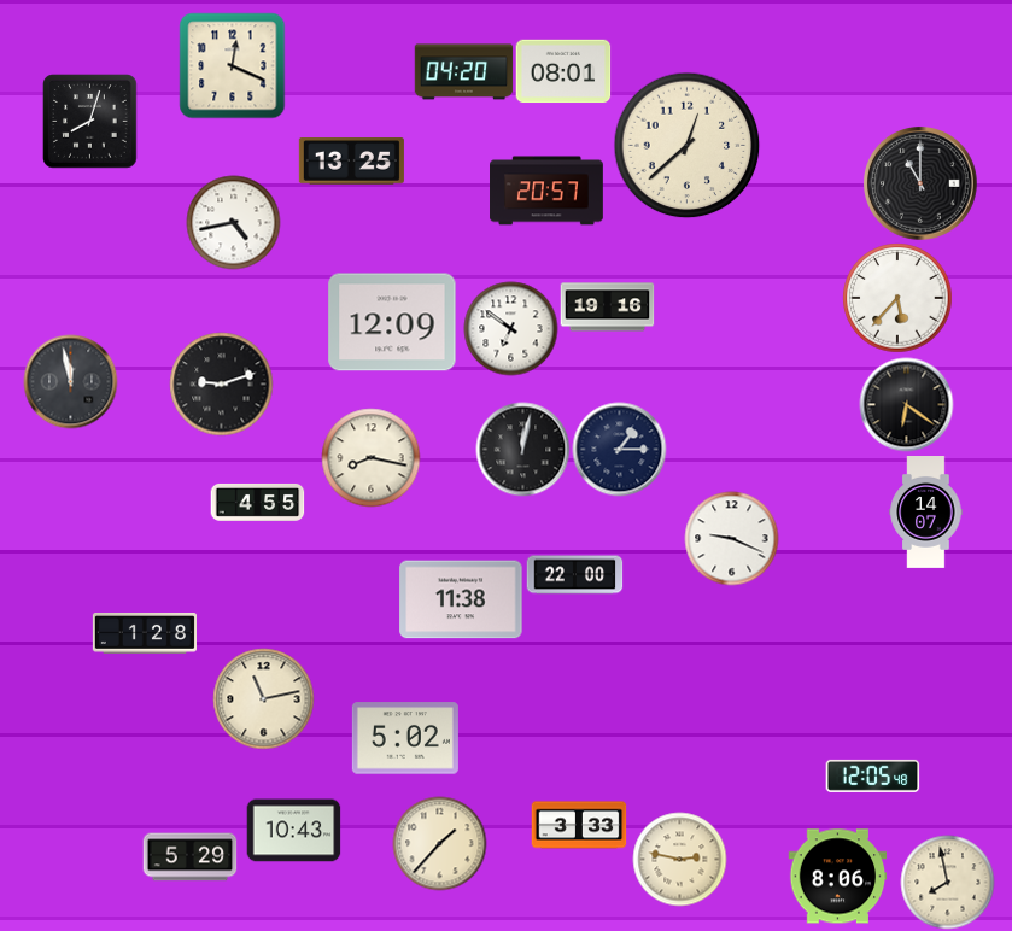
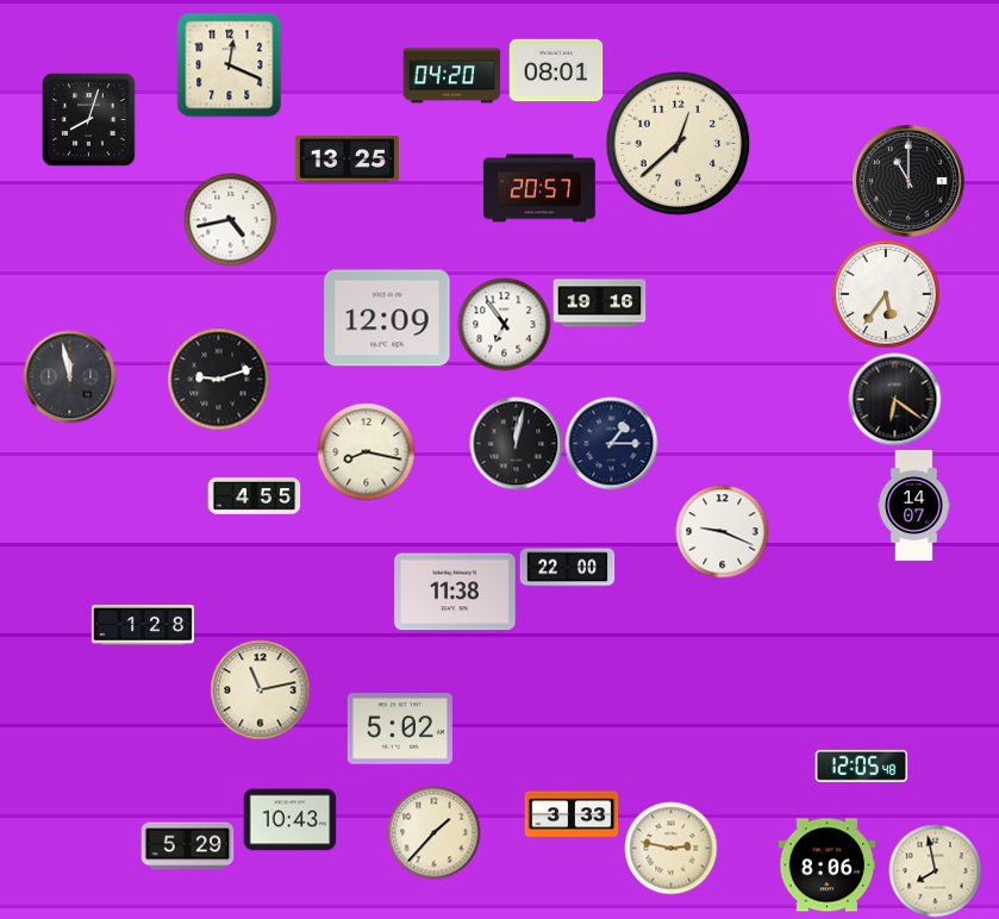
clock at (463, 72) position: (463, 72) -> (451, 76)
clock at (897, 298): 5:37 -> 5:36
clock at (510, 328): 6:51 -> 6:54
